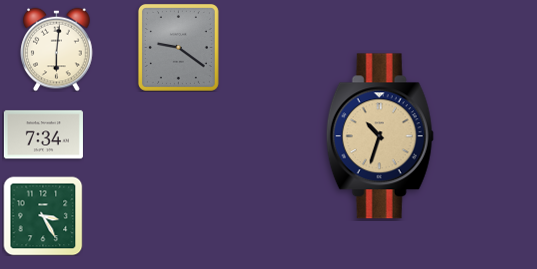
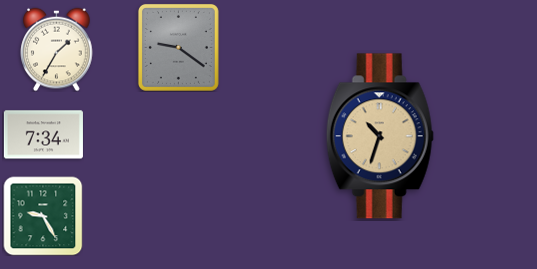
clock at (57, 49): 6:01 -> 1:35
clock at (43, 216): 3:25 -> 9:25
